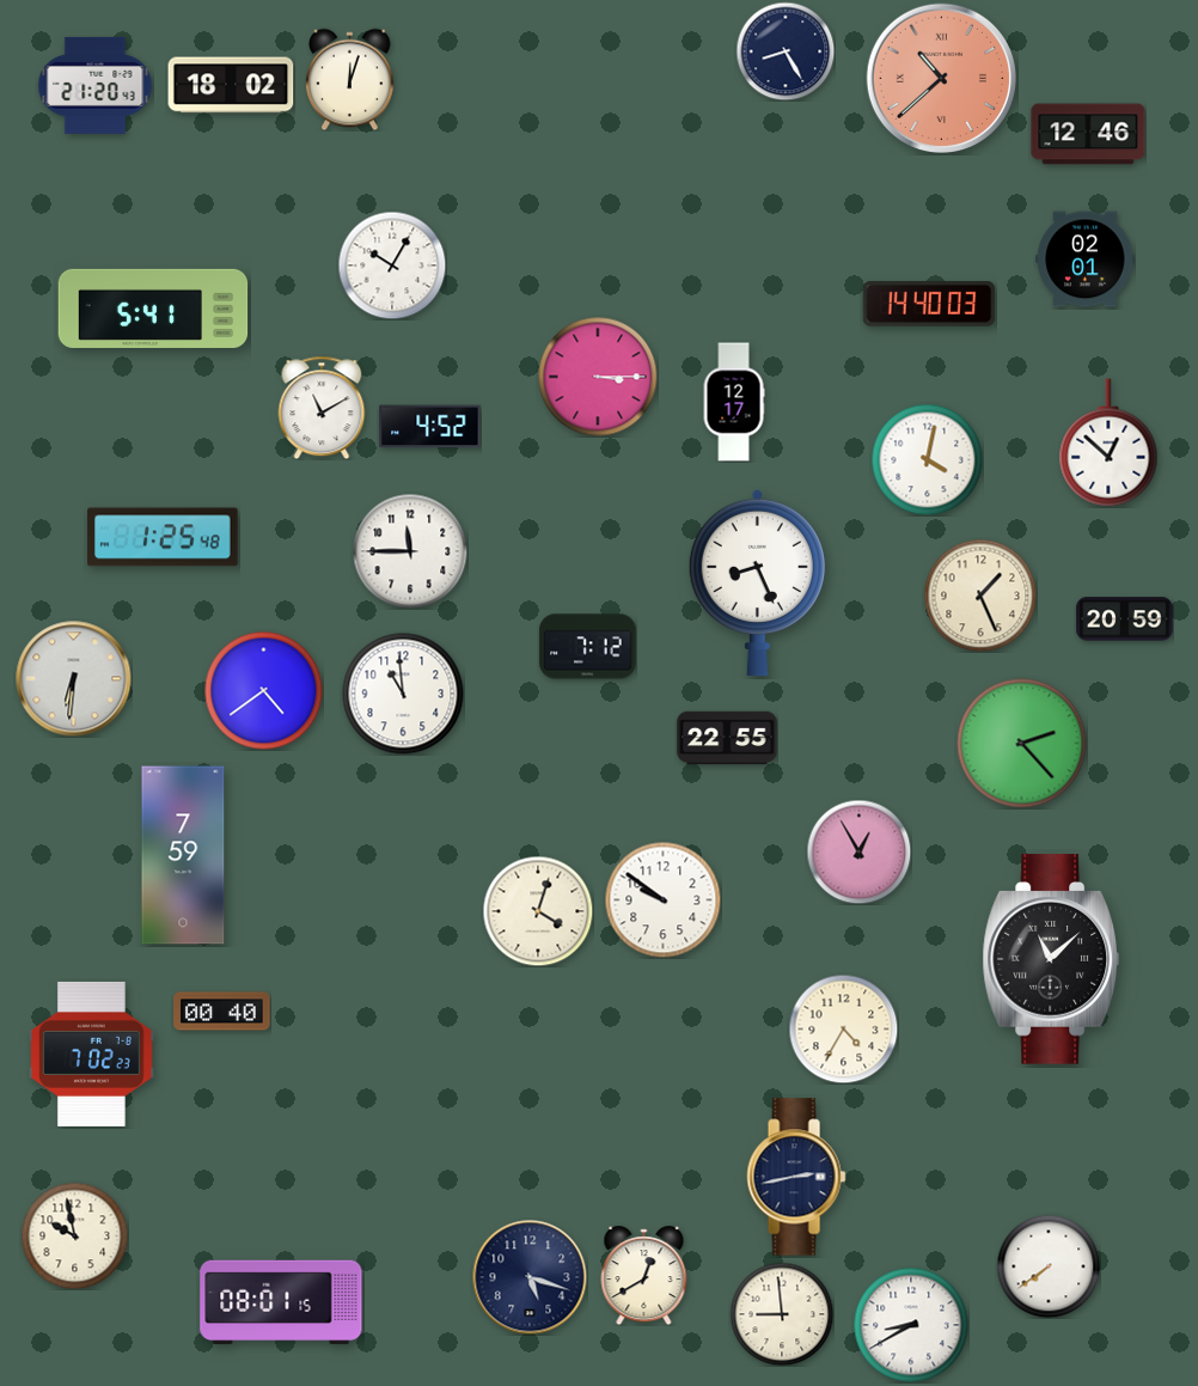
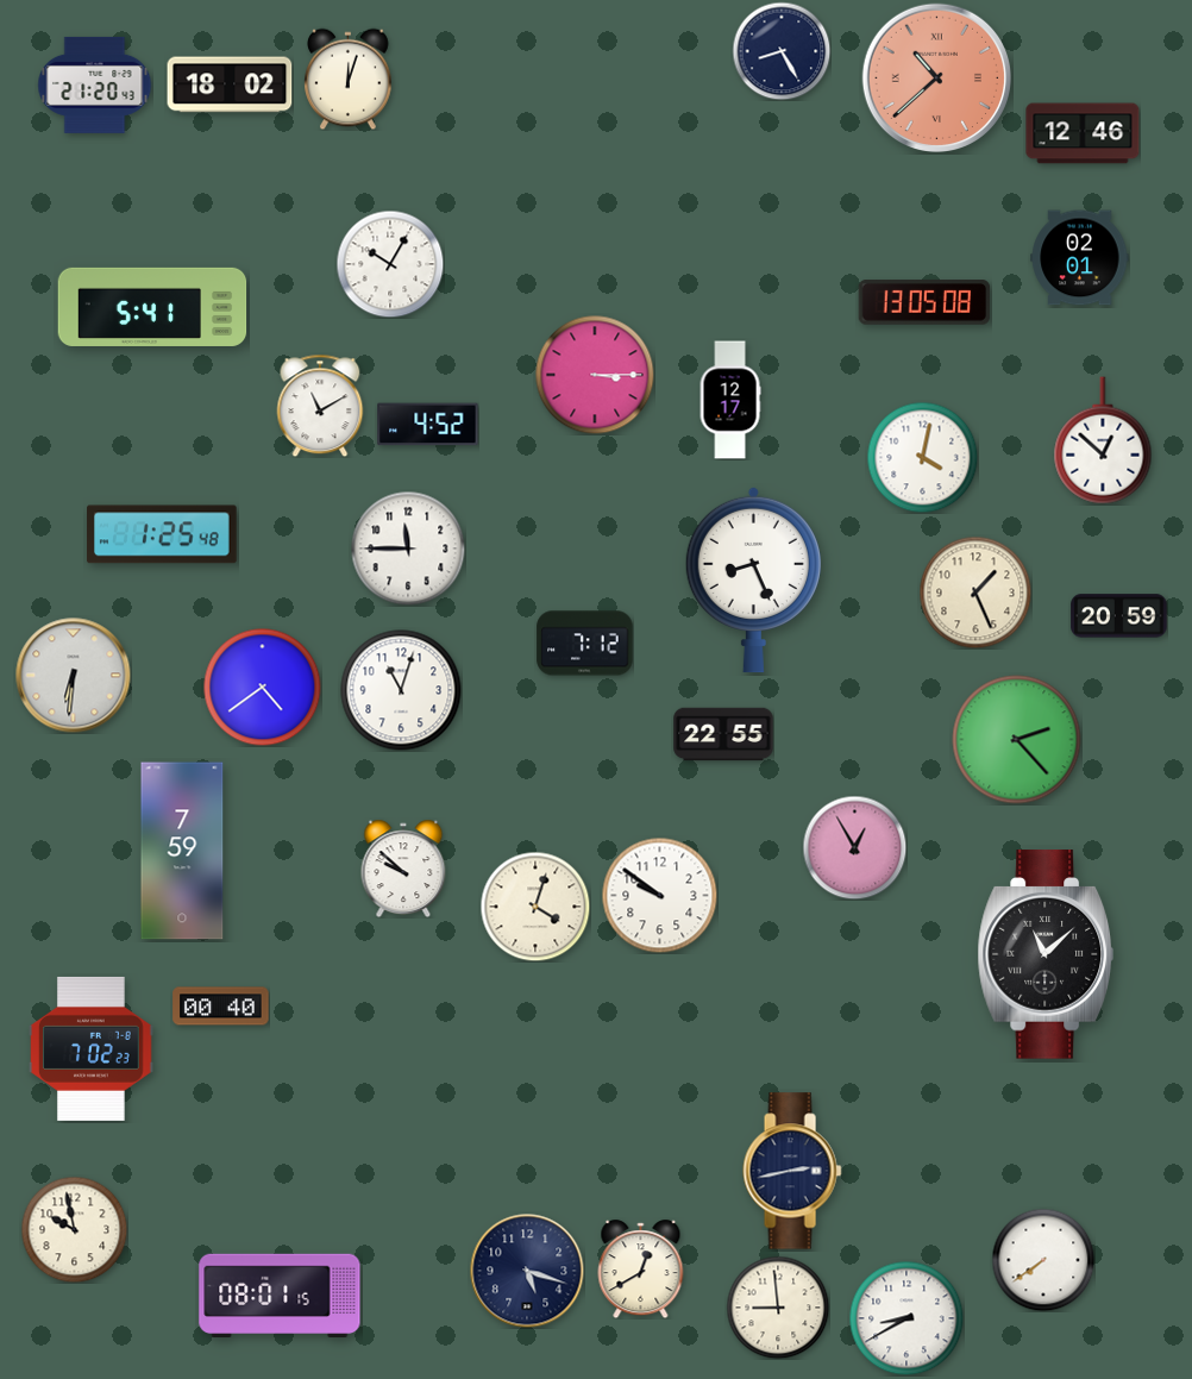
clock at (929, 304): 14:40 -> 13:05
clock at (403, 694): 10:59 -> 11:03
clock at (403, 869): none -> 9:52
clock at (843, 1028): 4:35 -> none
